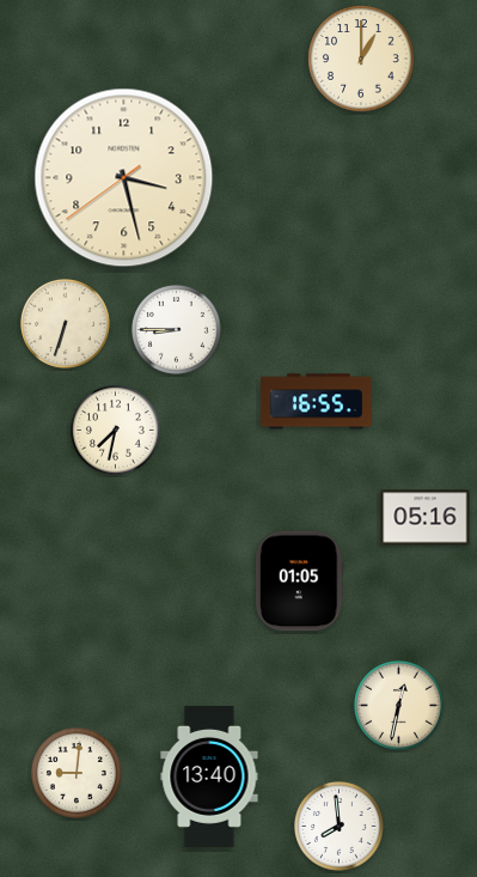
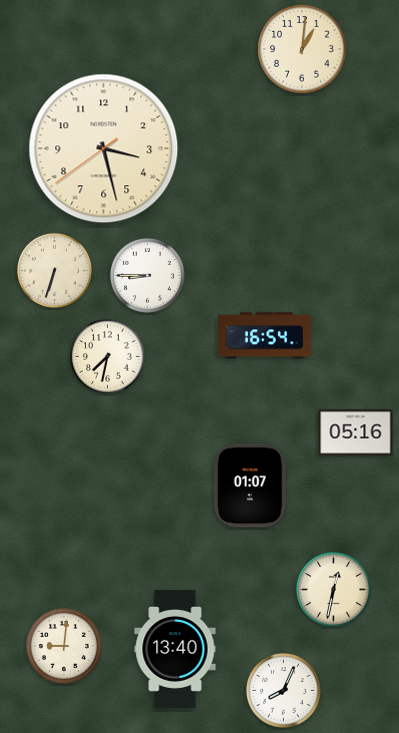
clock at (361, 59): 1:00 -> 1:01
clock at (316, 402): 16:55 -> 16:54
clock at (115, 430) position: (115, 430) -> (107, 356)
clock at (299, 581): 01:05 -> 01:07
clock at (338, 826): 7:59 -> 8:04
